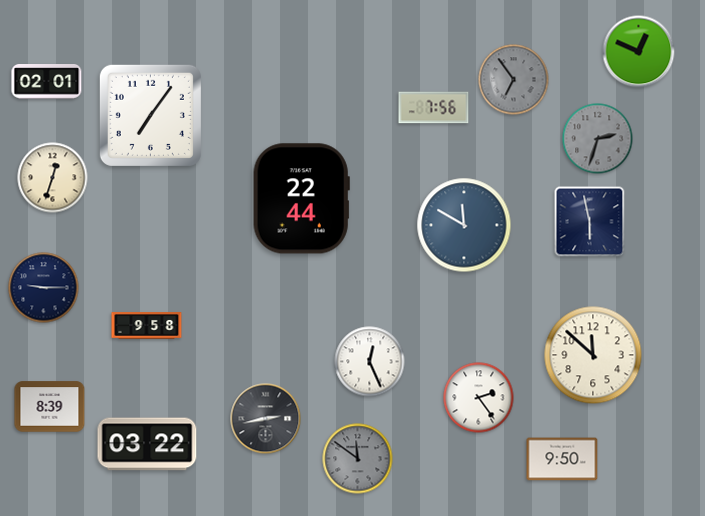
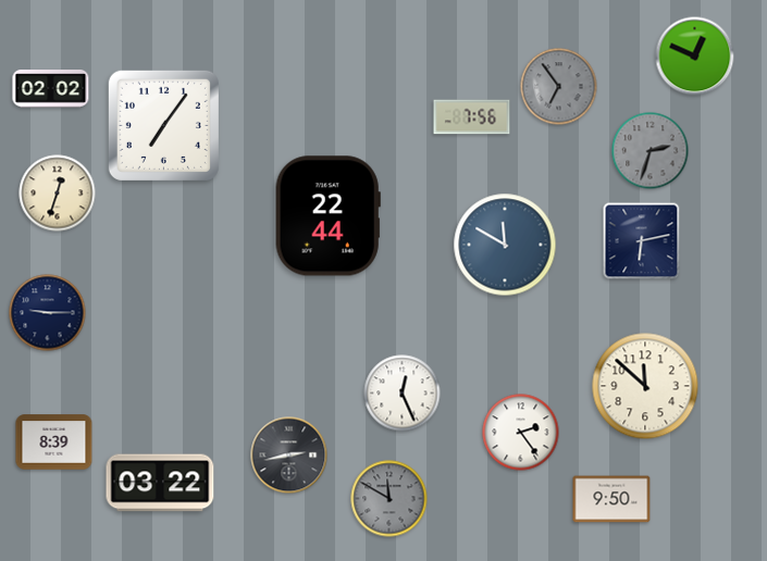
clock at (47, 82): 02:01 -> 02:02
clock at (590, 222): 5:58 -> 6:13
clock at (147, 326): 9:58 -> none
clock at (358, 459): 11:51 -> 11:50
